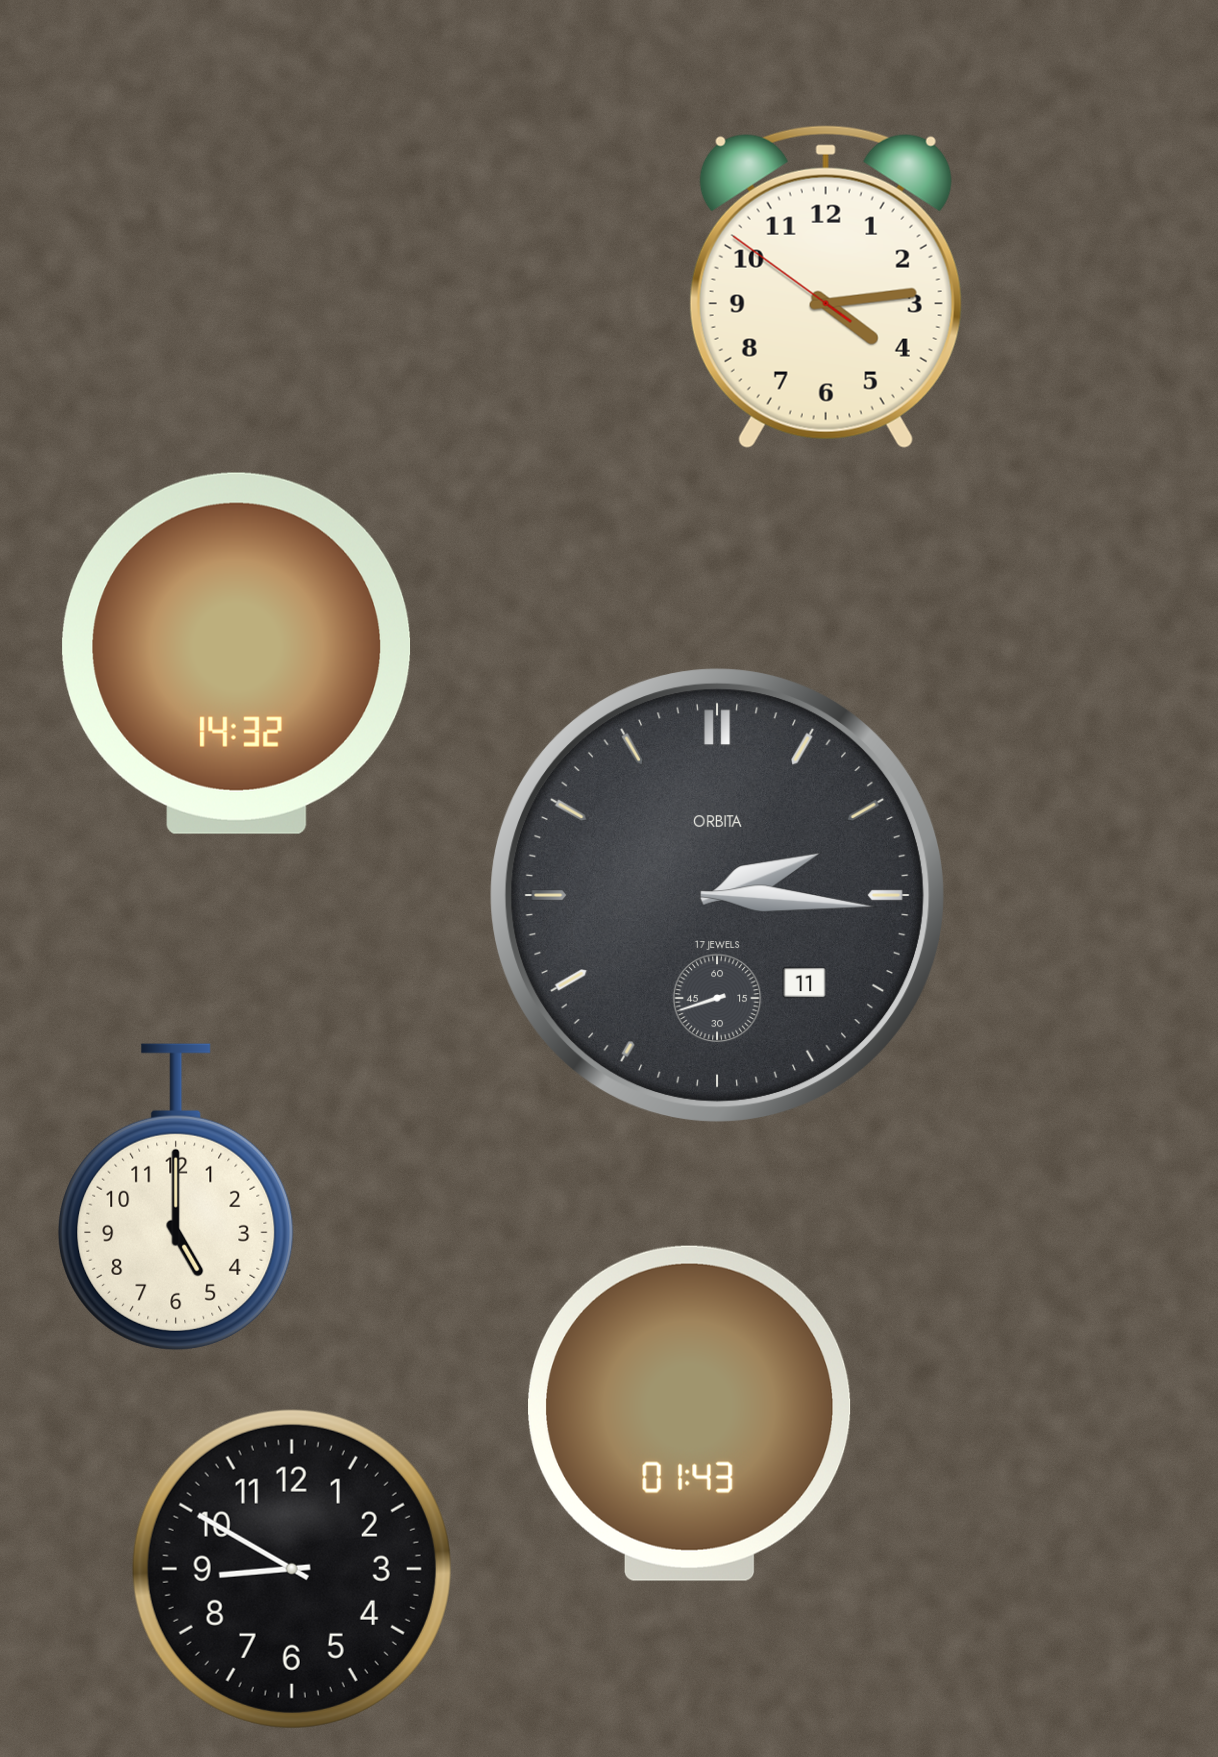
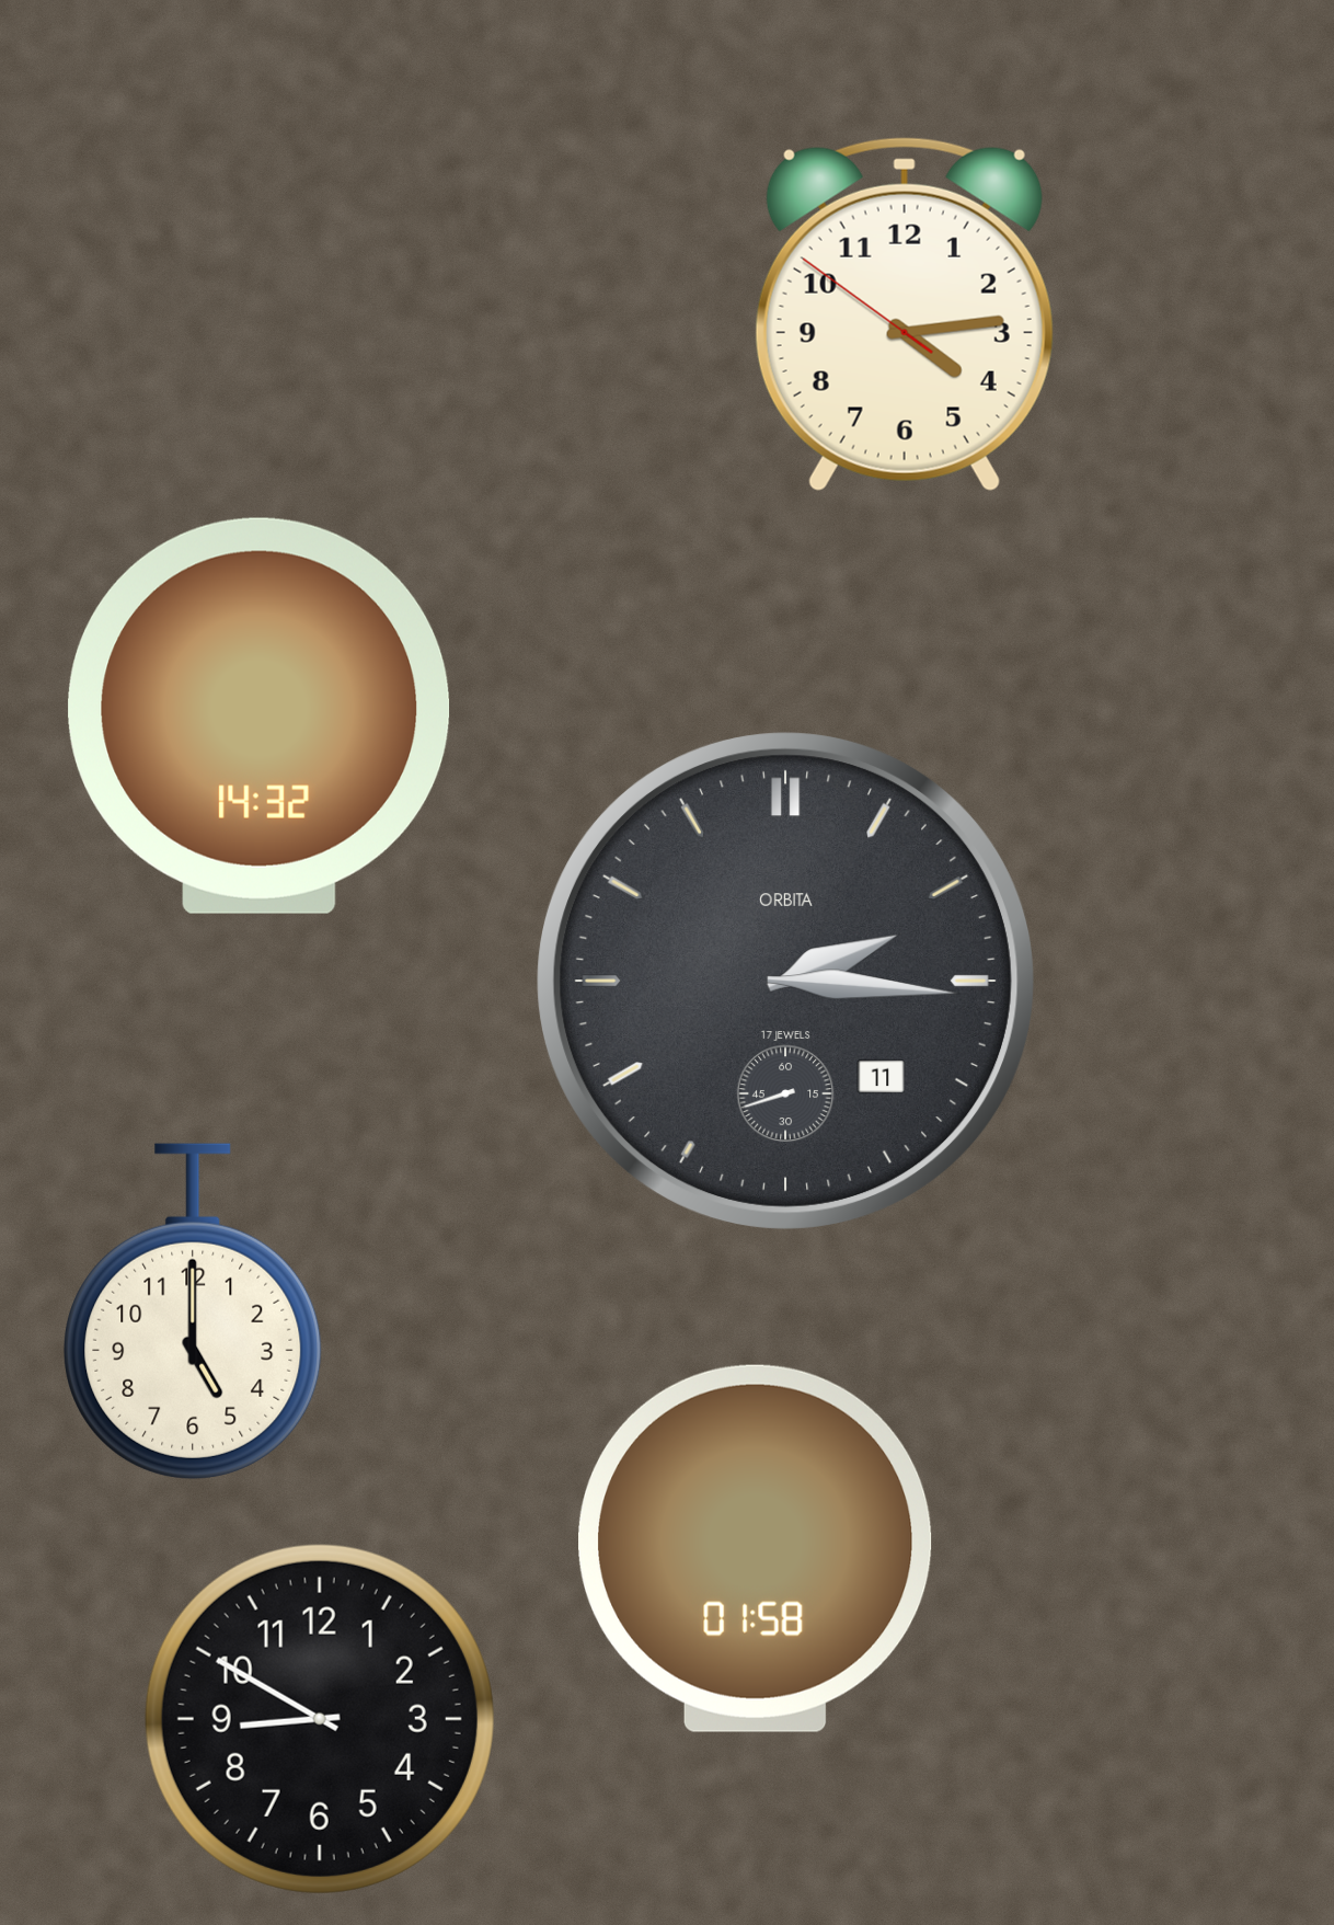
clock at (690, 1413): 01:43 -> 01:58
